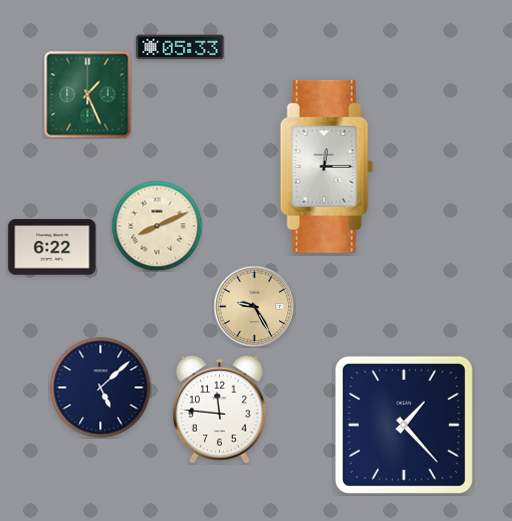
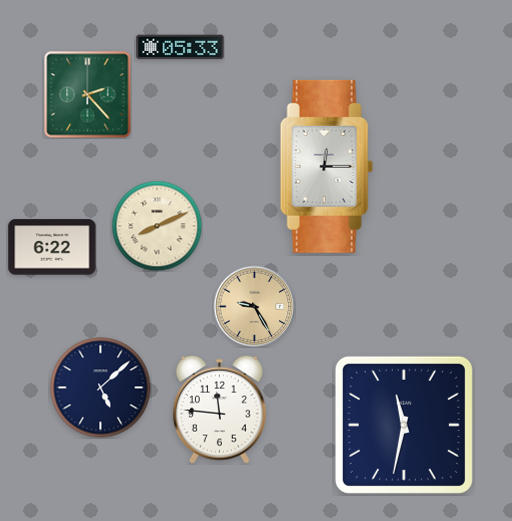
clock at (87, 94): 1:26 -> 2:23
clock at (404, 425): 1:23 -> 11:32
